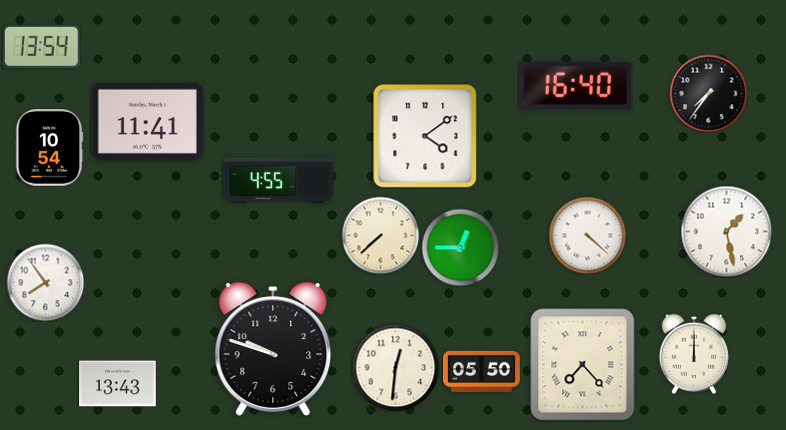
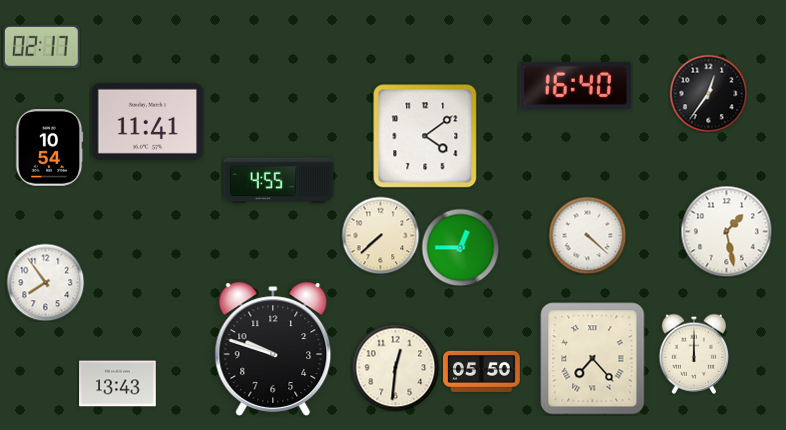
clock at (41, 46): 13:54 -> 02:17
clock at (708, 93): 7:36 -> 12:36
clock at (583, 365) position: (583, 365) -> (593, 359)
